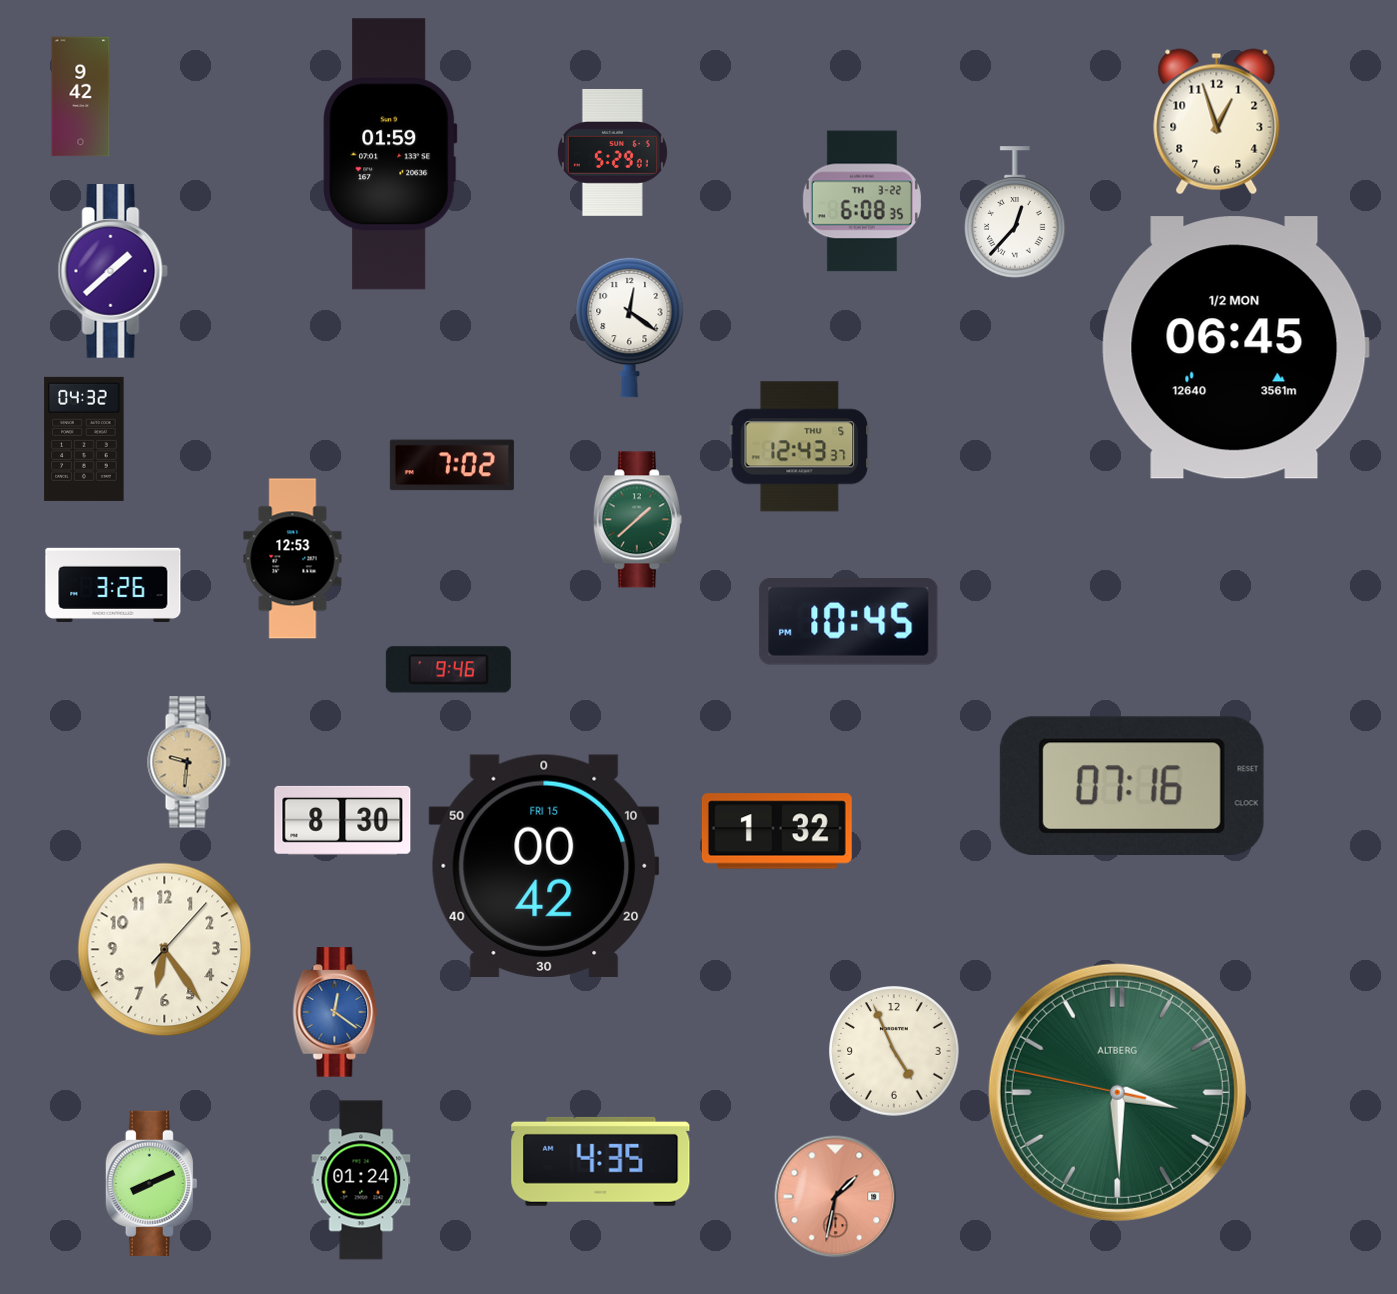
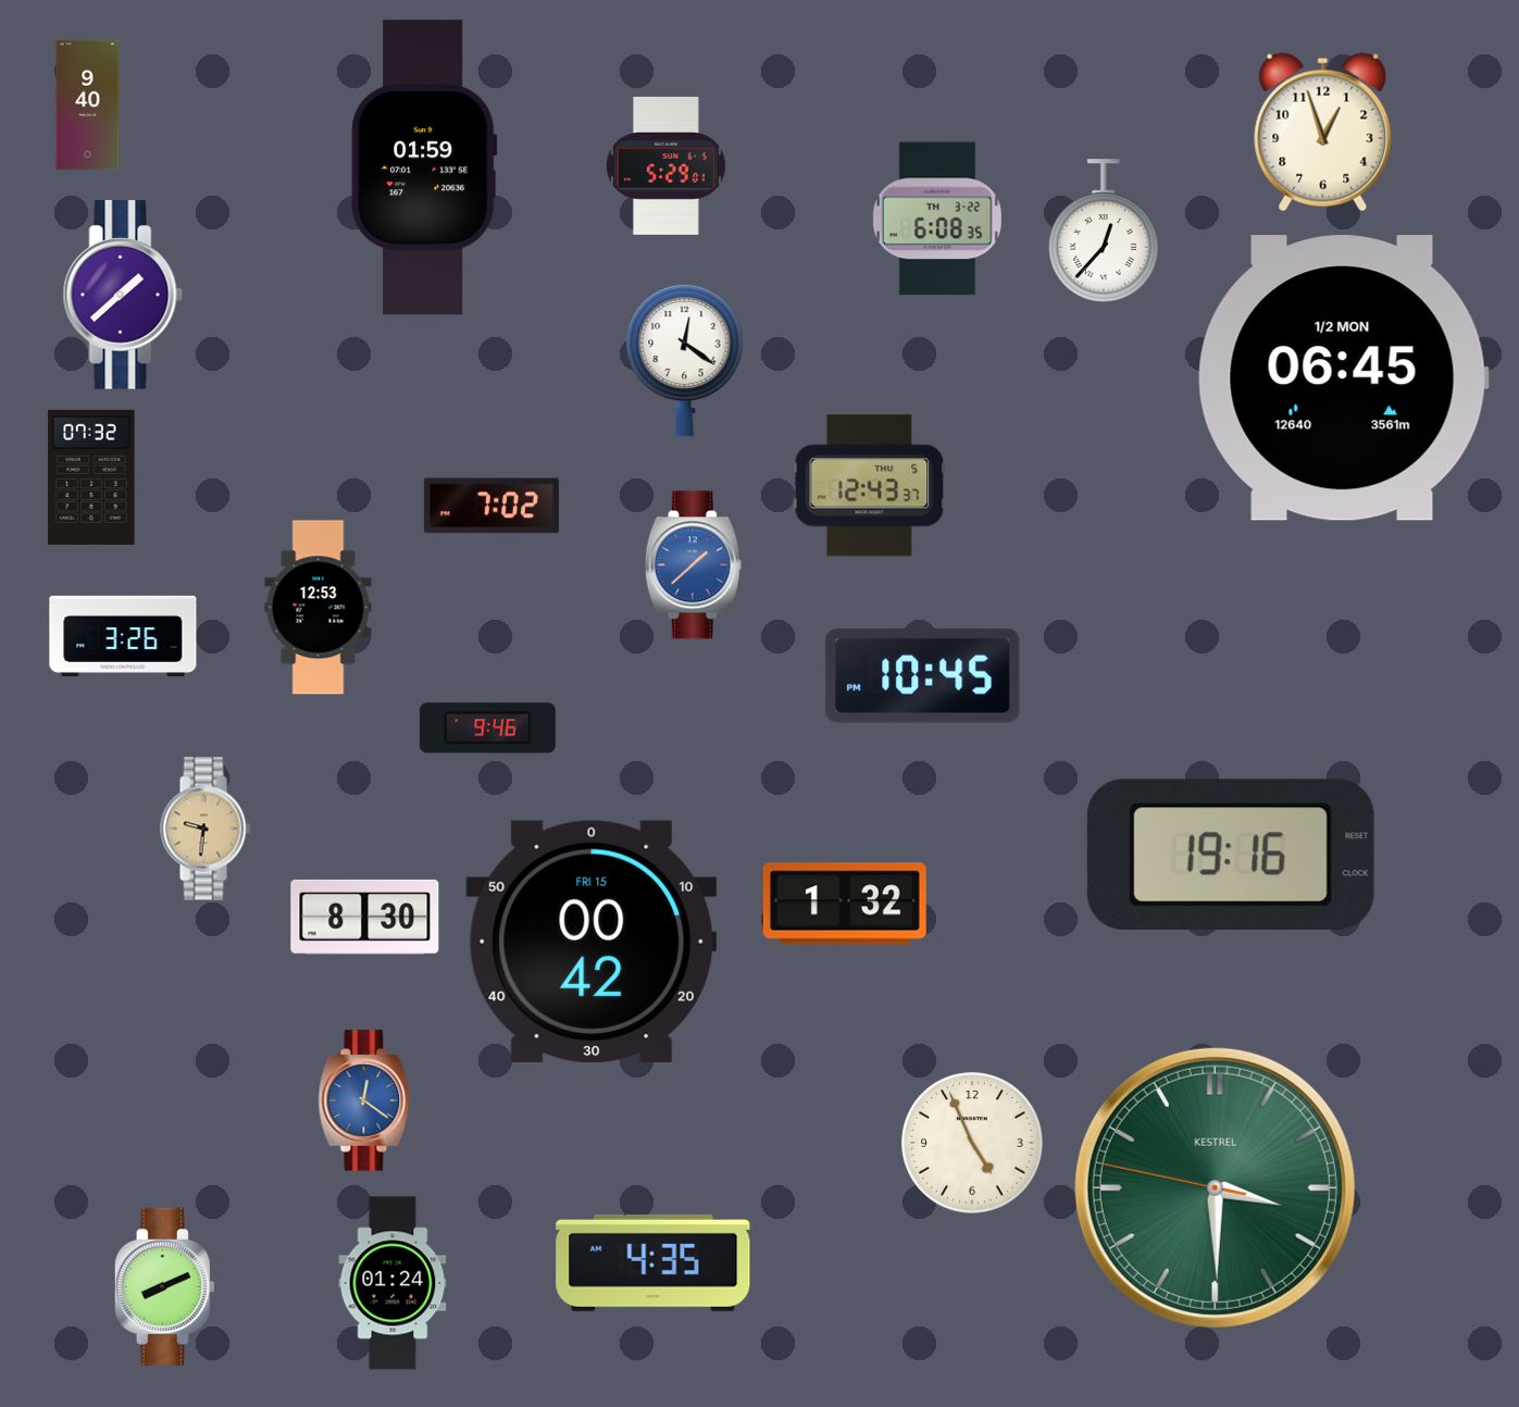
clock at (81, 97): 9:42 -> 9:40
clock at (630, 327) position: (630, 327) -> (685, 360)
clock at (84, 439): 04:32 -> 07:32
clock at (637, 520) dial: green -> blue
clock at (1132, 785): 07:16 -> 19:16
clock at (343, 820) position: (343, 820) -> (365, 917)
clock at (165, 950): 6:24 -> none
clock at (1117, 1092) brand: ALTBERG -> KESTREL
clock at (836, 1197): 1:32 -> none
